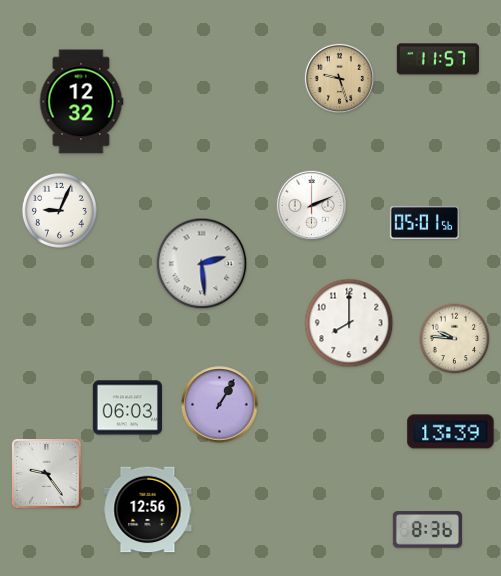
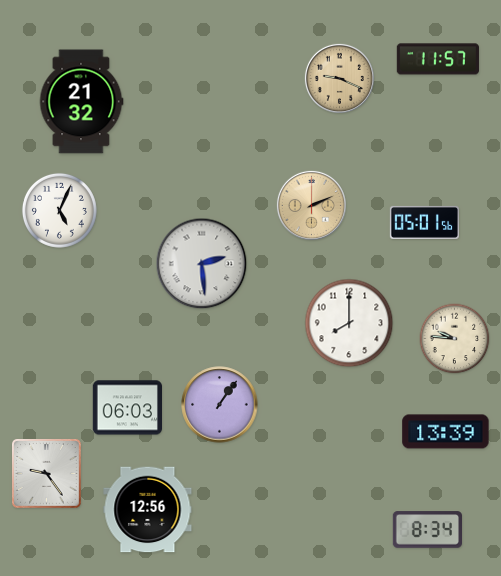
clock at (339, 78): 9:27 -> 9:19
clock at (81, 102): 12:32 -> 21:32
clock at (311, 205) dial: white -> champagne
clock at (59, 210): 9:04 -> 5:04
clock at (220, 405): 1:05 -> 1:06
clock at (451, 432) position: (451, 432) -> (446, 432)
clock at (427, 530): 8:36 -> 8:34
